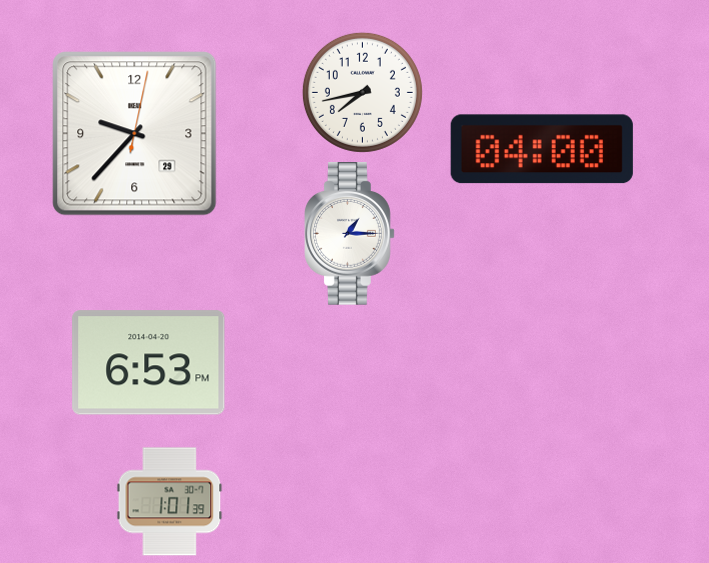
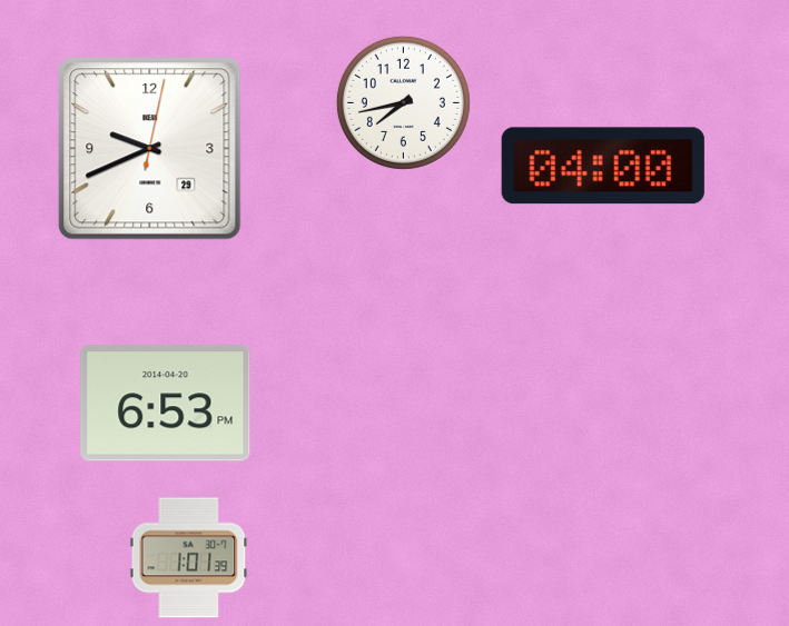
clock at (135, 134): 9:37 -> 9:41
clock at (350, 234): 1:15 -> none
